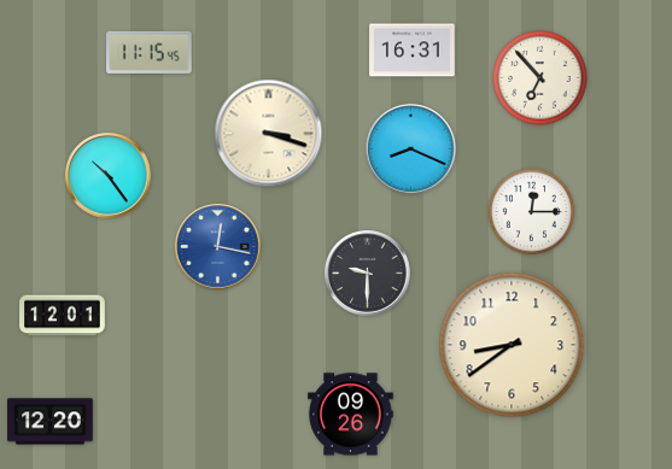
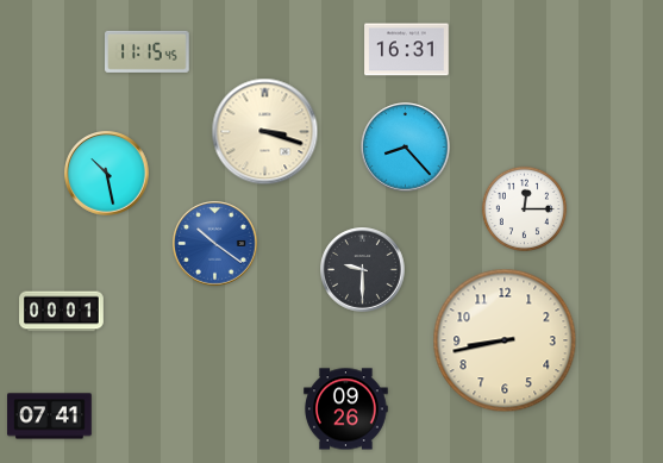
clock at (540, 78): 6:53 -> none
clock at (411, 150): 8:19 -> 8:23
clock at (109, 176): 10:24 -> 10:28
clock at (218, 247): 12:17 -> 10:21
clock at (63, 316): 12:01 -> 00:01
clock at (512, 345): 8:39 -> 8:43
clock at (51, 422): 12:20 -> 07:41
